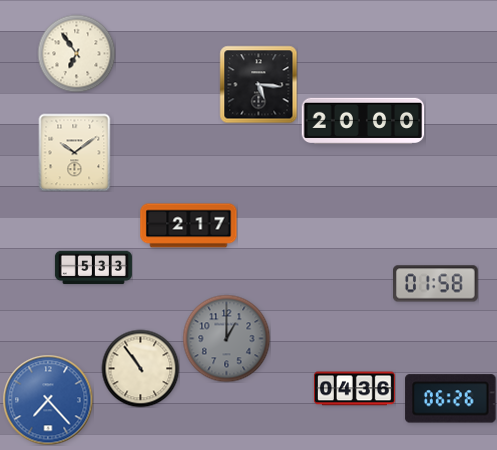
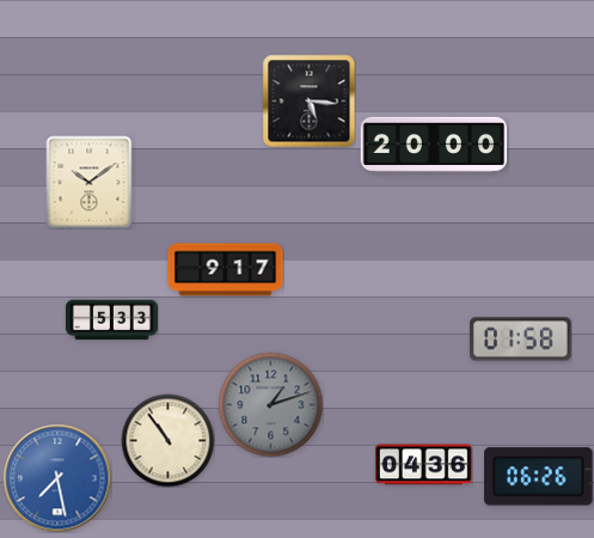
clock at (76, 53): 6:54 -> none
clock at (189, 226): 2:17 -> 9:17
clock at (226, 338): 1:00 -> 1:12
clock at (48, 400): 7:23 -> 7:28
